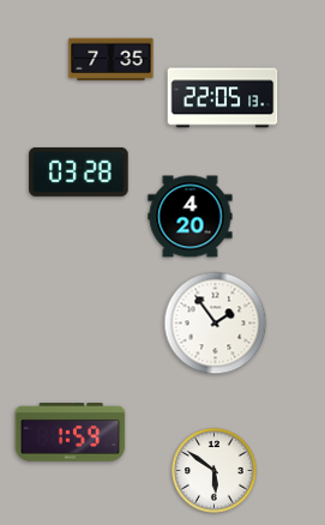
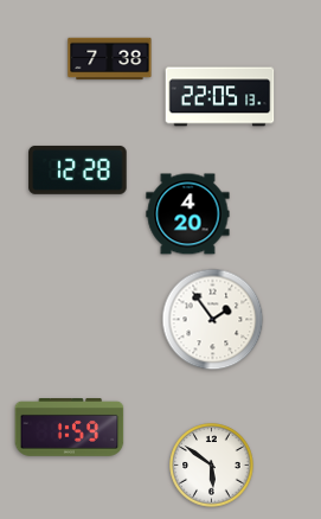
clock at (112, 60): 7:35 -> 7:38
clock at (79, 171): 03:28 -> 12:28
